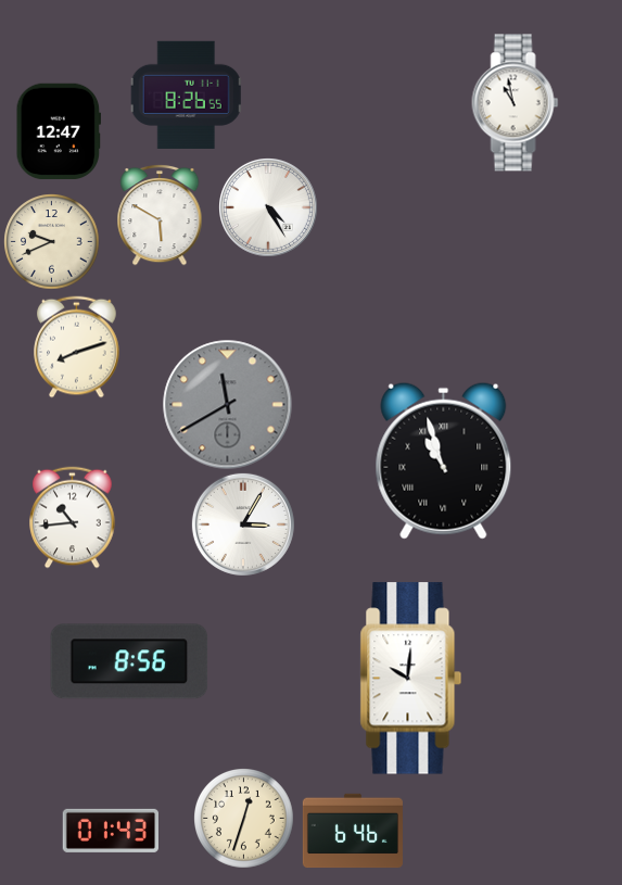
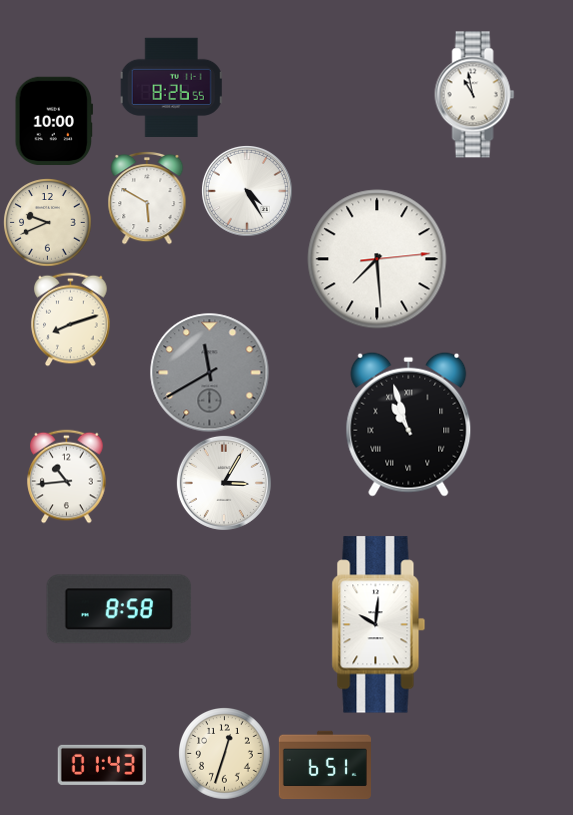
clock at (58, 130): 12:47 -> 10:00
clock at (377, 259): none -> 7:29
clock at (129, 661): 8:56 -> 8:58
clock at (353, 831): 6:46 -> 6:51
